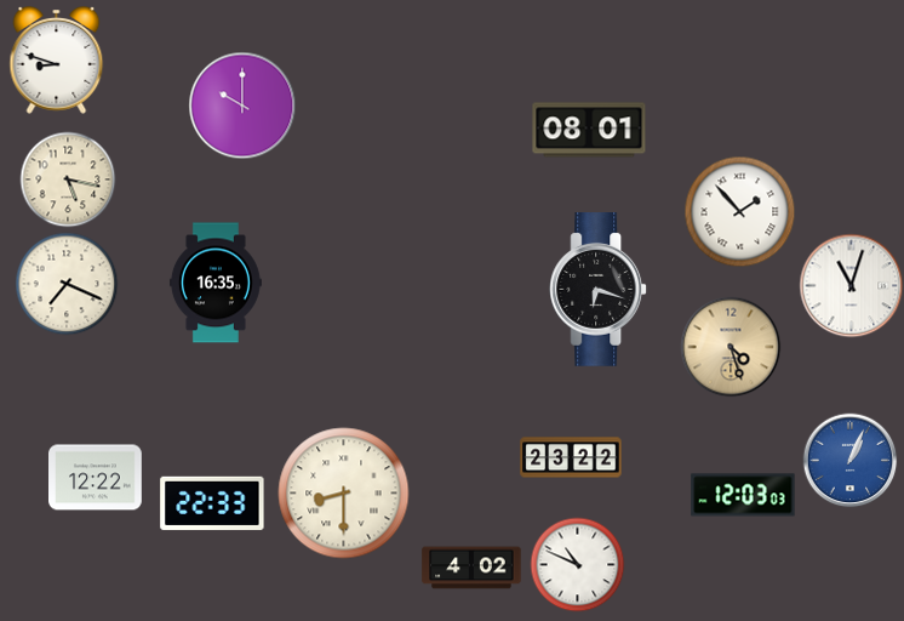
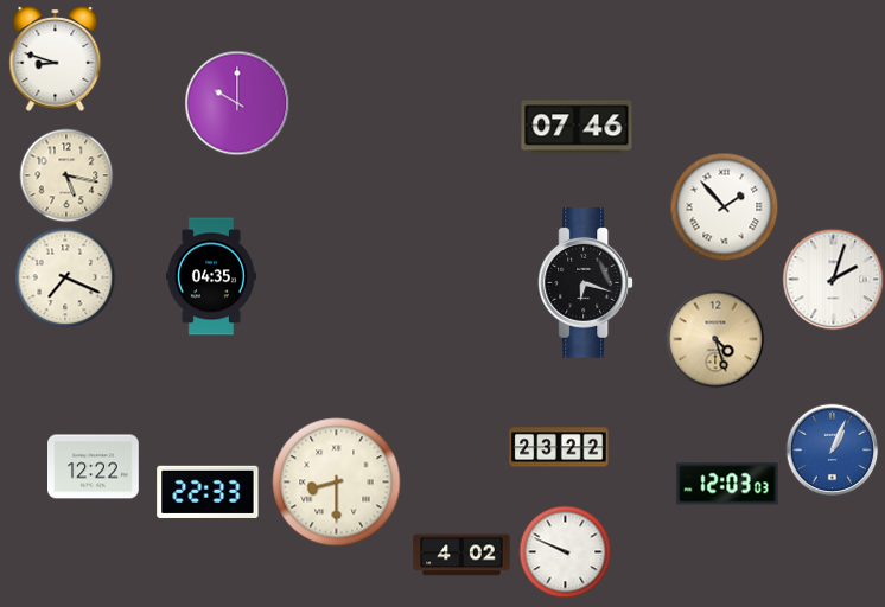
clock at (589, 130): 08:01 -> 07:46
clock at (216, 283): 16:35 -> 04:35
clock at (851, 285): 11:03 -> 2:03
clock at (577, 564): 10:49 -> 9:49
